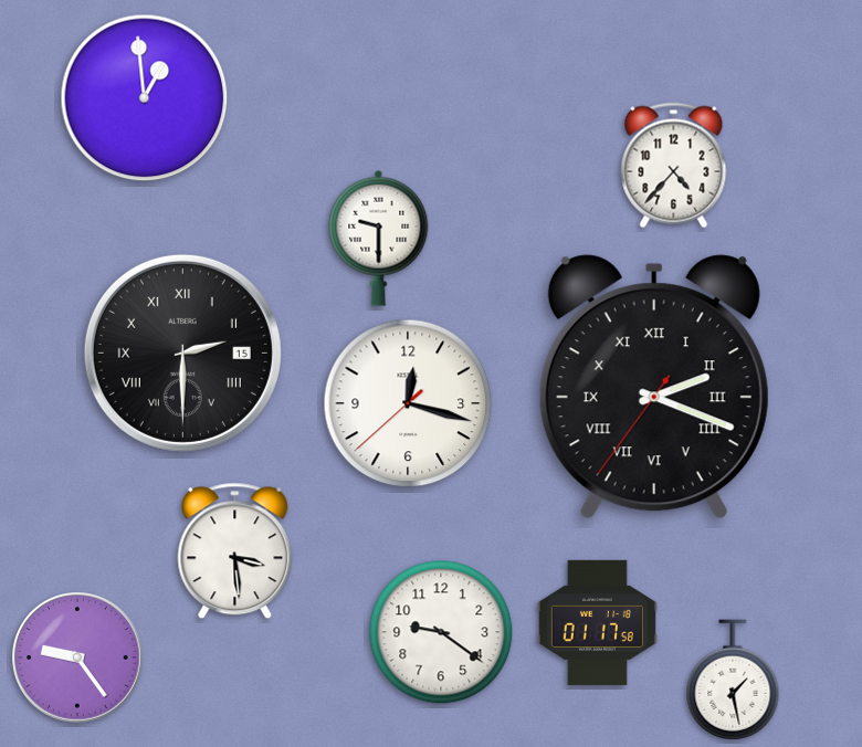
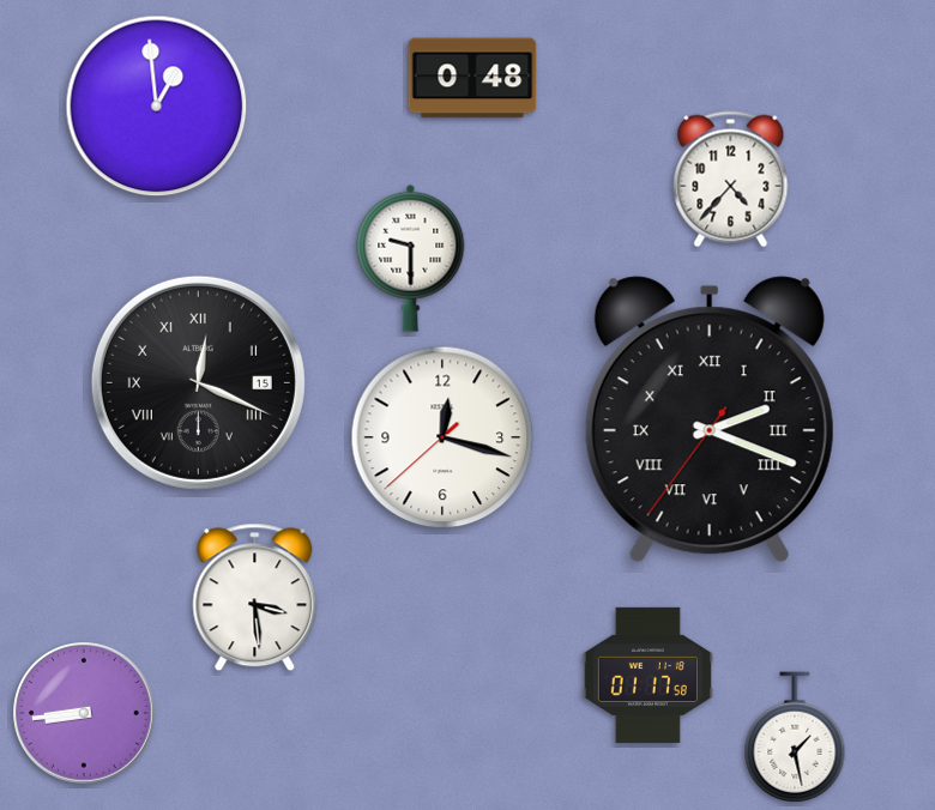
clock at (472, 78): none -> 0:48
clock at (182, 353): 2:30 -> 12:19
clock at (441, 632): 9:21 -> none
clock at (78, 659): 9:24 -> 8:44
